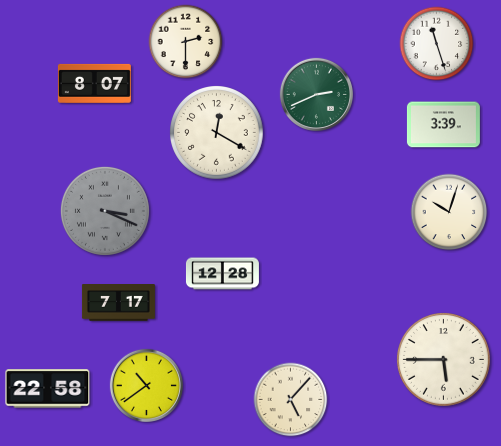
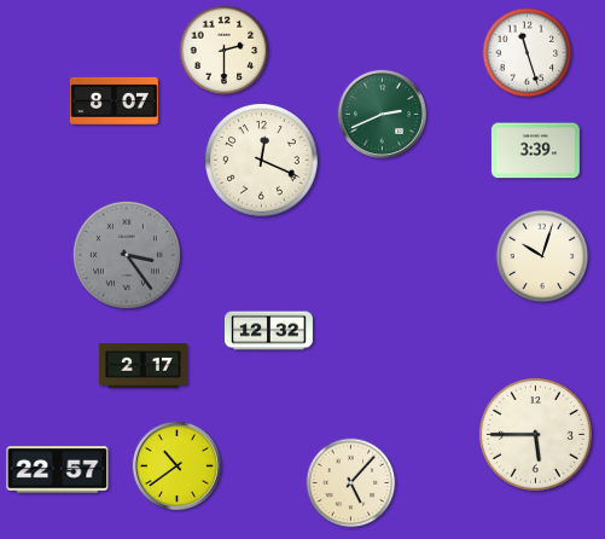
clock at (217, 133): 12:20 -> 12:19
clock at (105, 211): 3:19 -> 3:24
clock at (222, 274): 12:28 -> 12:32
clock at (118, 303): 7:17 -> 2:17
clock at (48, 389): 22:58 -> 22:57
